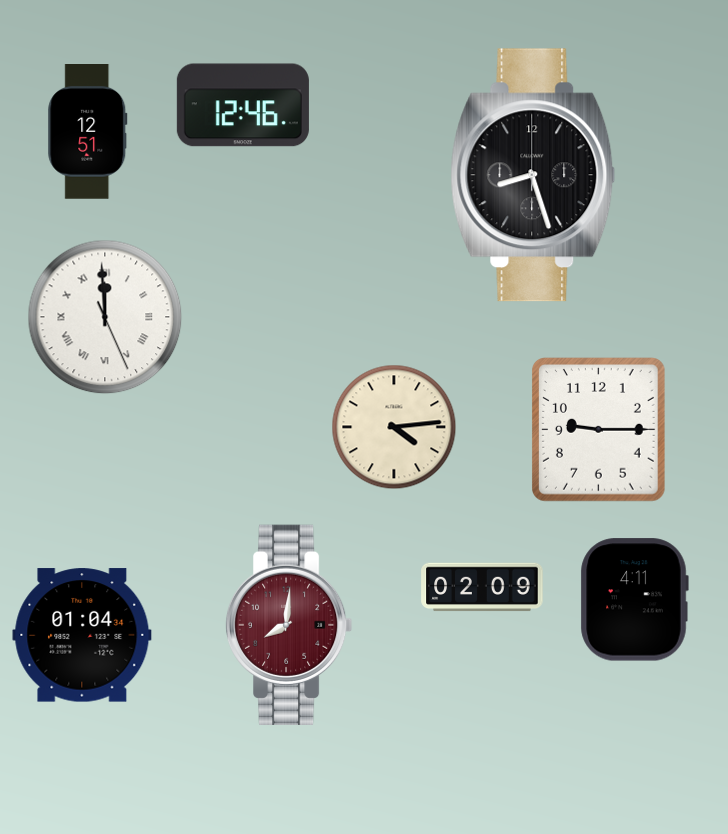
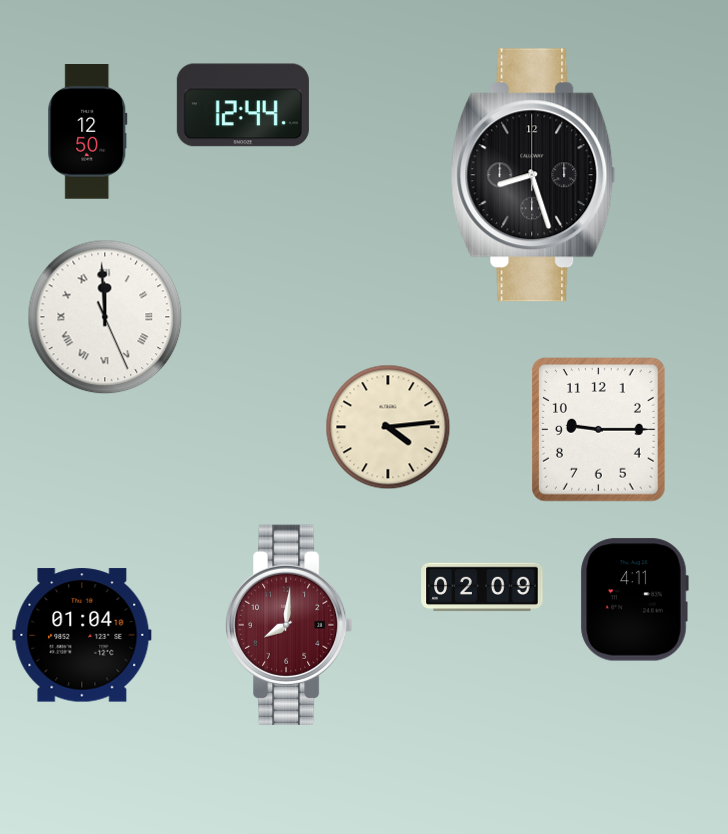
clock at (243, 105): 12:46 -> 12:44
clock at (88, 132): 12:51 -> 12:50
clock at (394, 427) position: (394, 427) -> (388, 427)
clock at (82, 635): 01:04:34 -> 01:04:10
